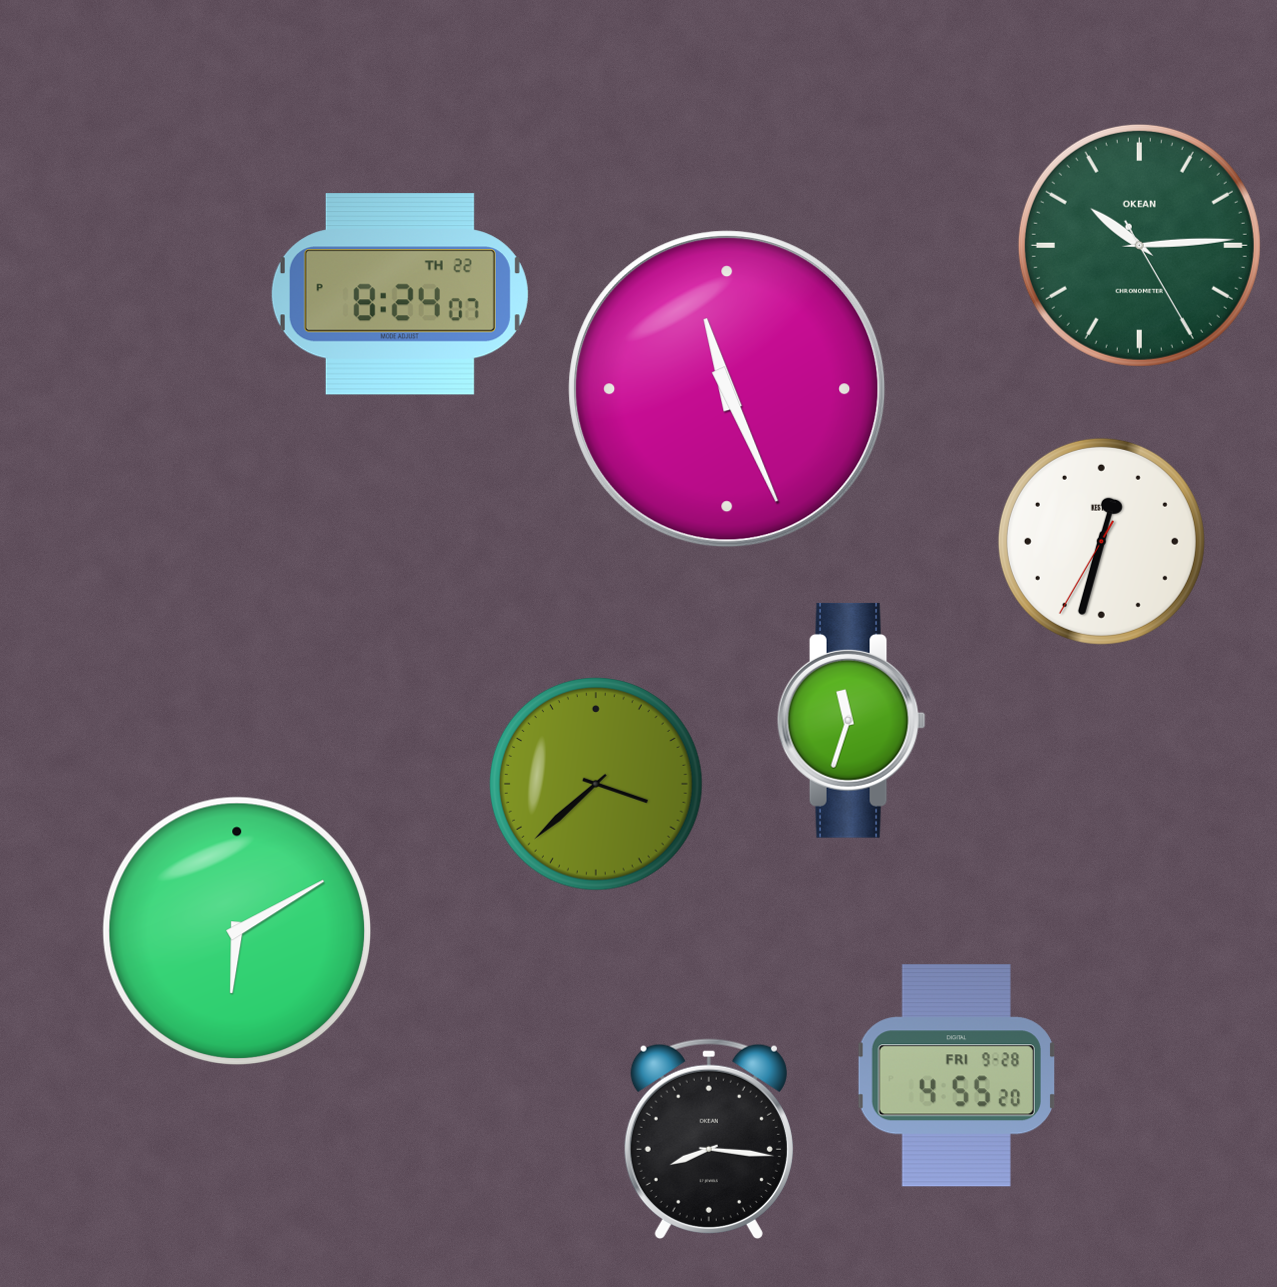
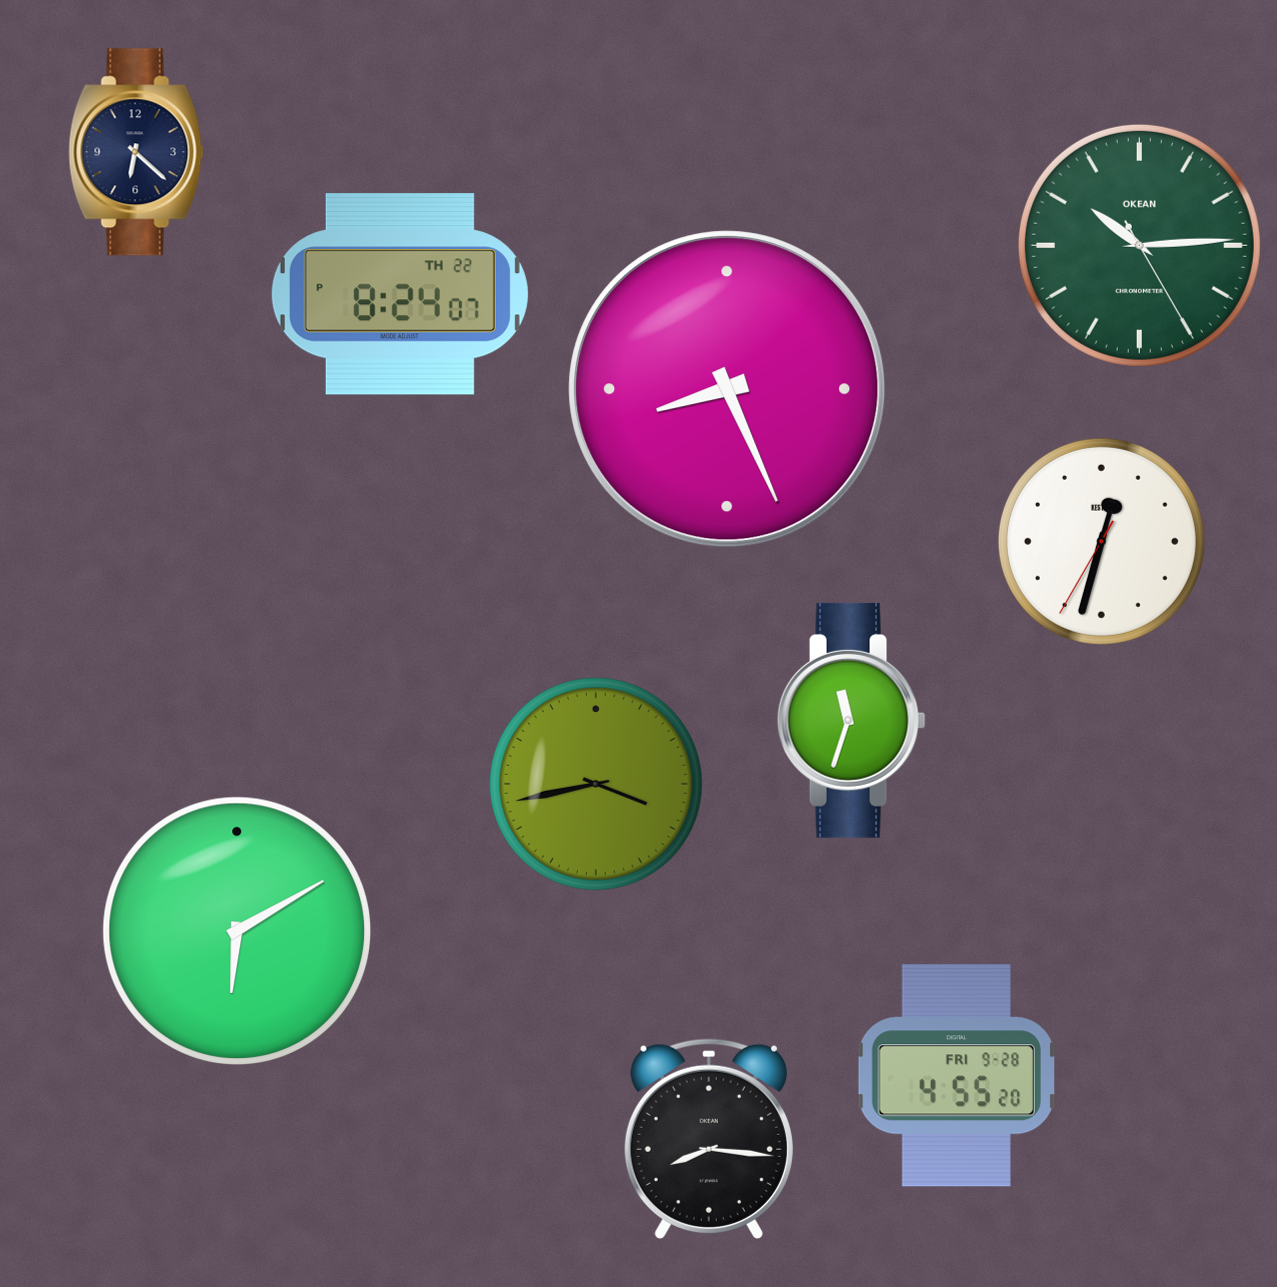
clock at (136, 152): none -> 6:22
clock at (727, 389): 11:26 -> 8:26
clock at (597, 785): 3:38 -> 3:43
